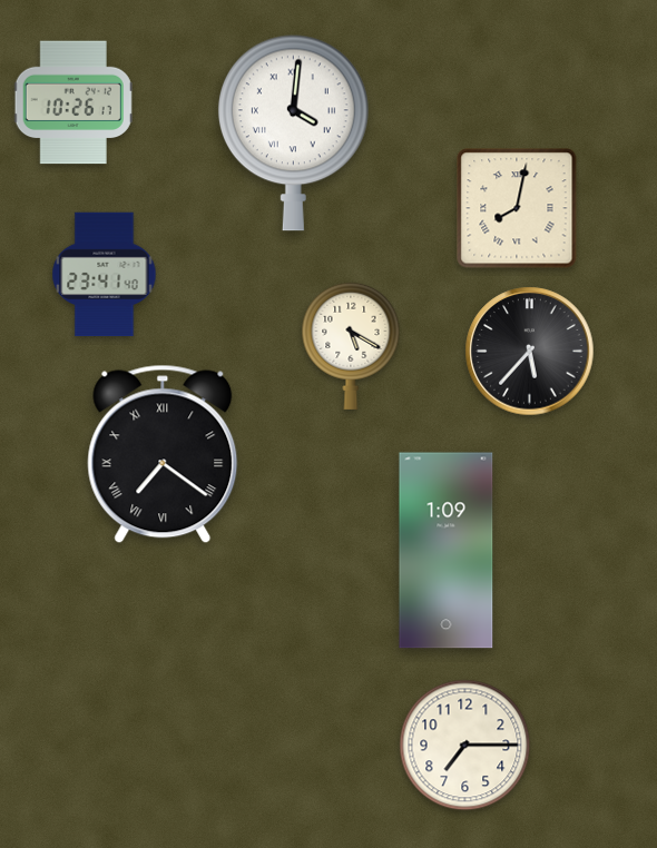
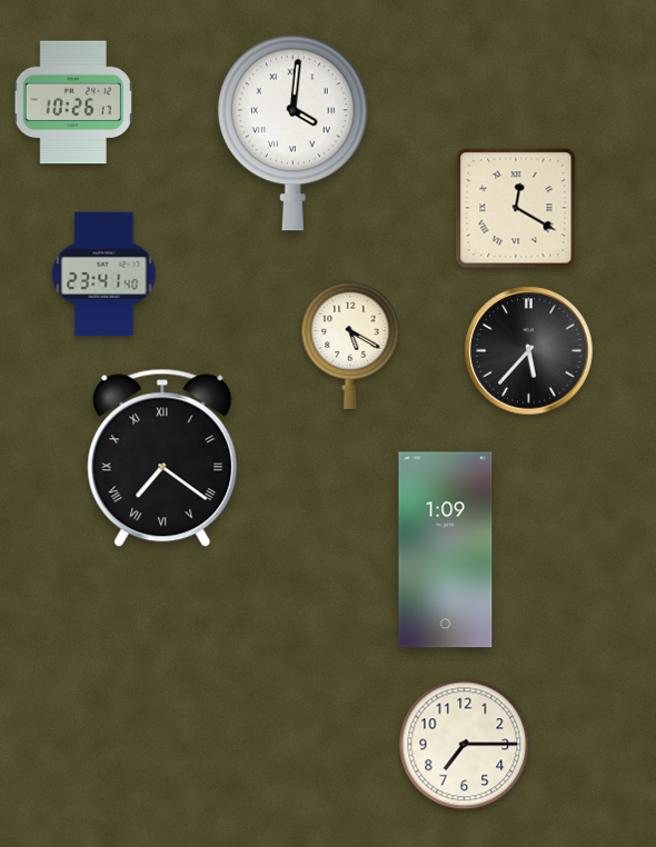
clock at (517, 208): 8:02 -> 12:20
clock at (163, 454) position: (163, 454) -> (162, 458)
